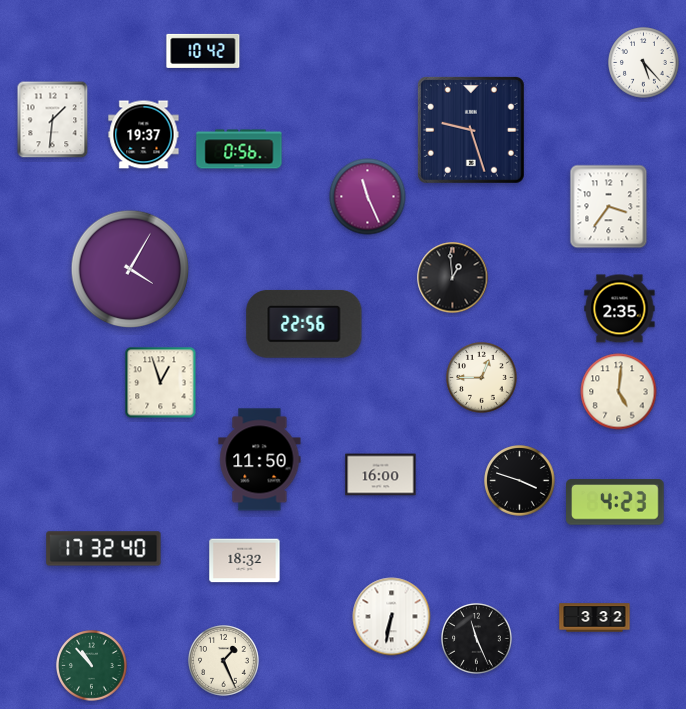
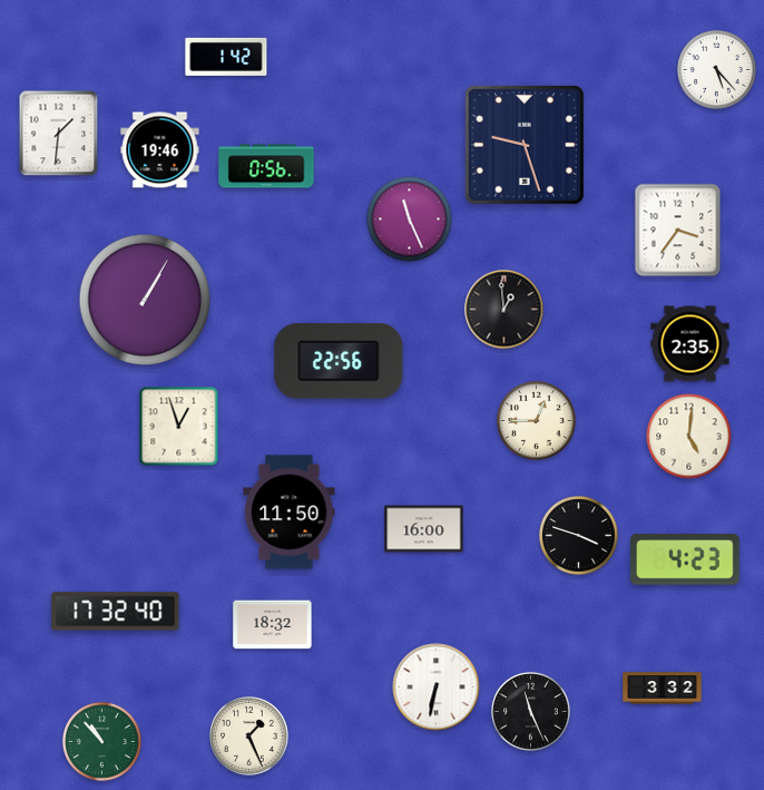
clock at (203, 51): 10:42 -> 1:42
clock at (144, 135): 19:37 -> 19:46
clock at (130, 269): 4:05 -> 1:05
